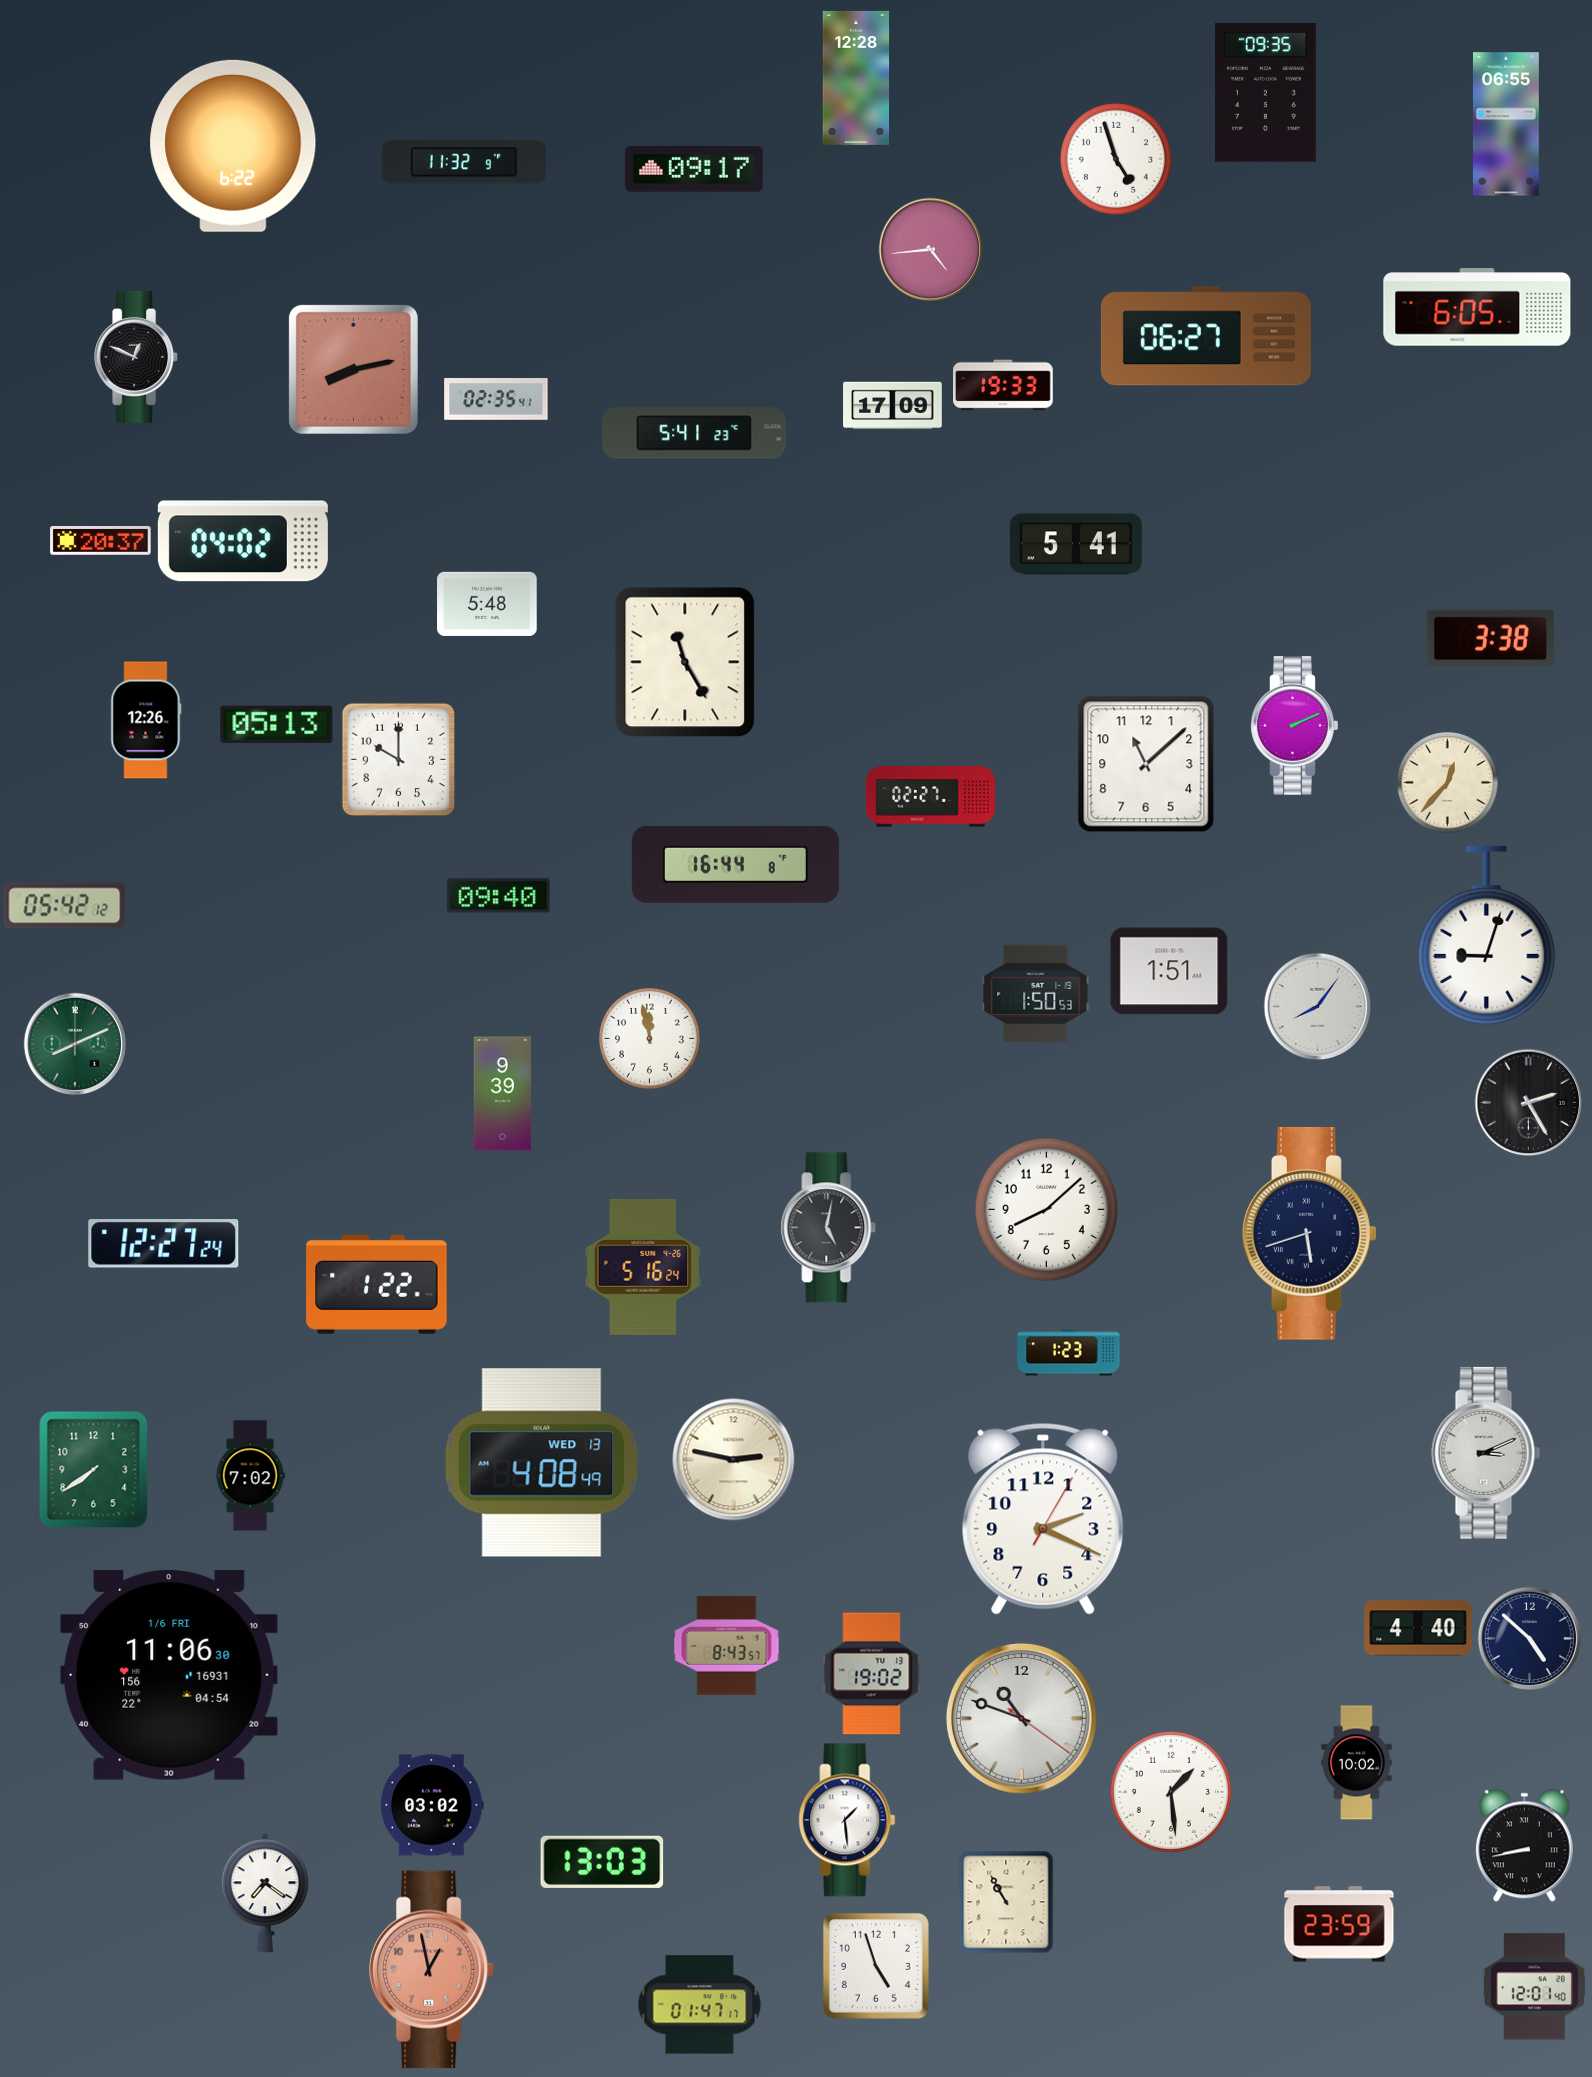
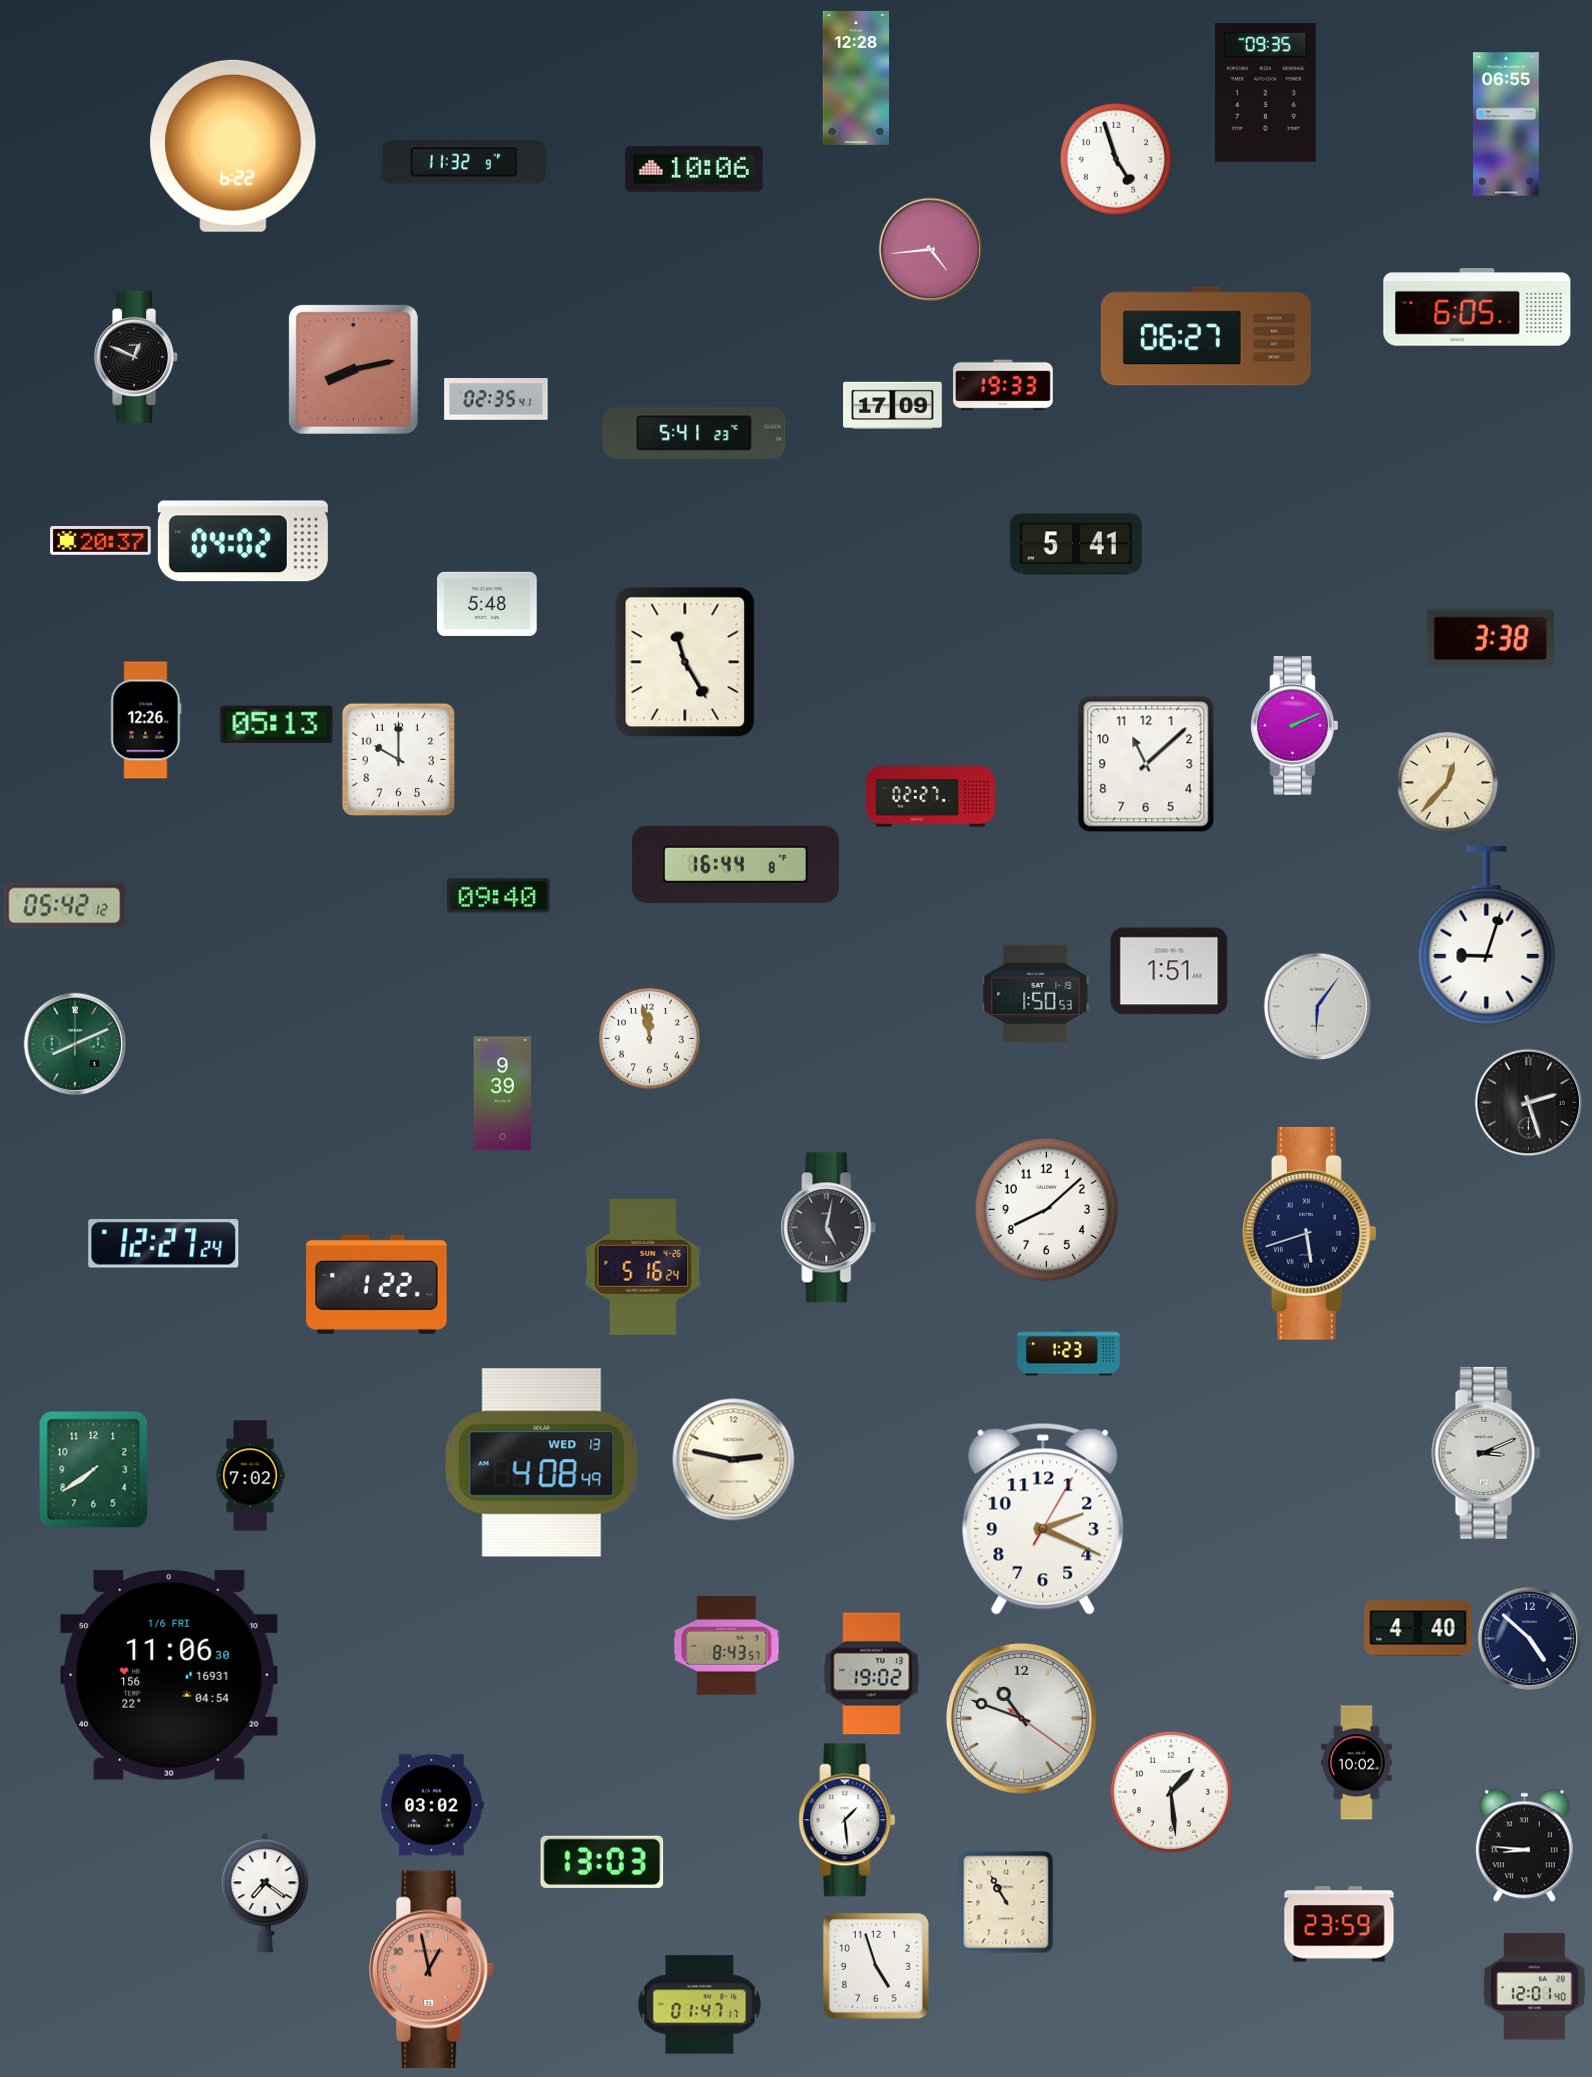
clock at (694, 170): 09:17 -> 10:06
clock at (1318, 1007): 8:06 -> 6:06
clock at (1529, 1103): 2:25 -> 2:27
clock at (1524, 1846): 8:43 -> 8:46
